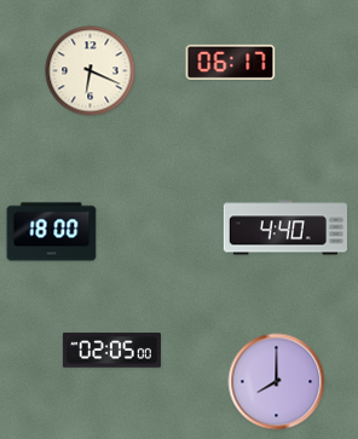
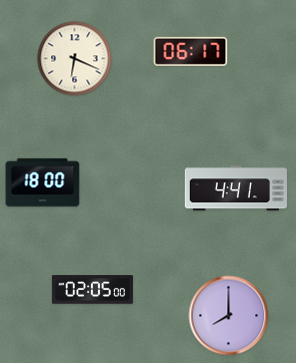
clock at (284, 227): 4:40 -> 4:41
clock at (52, 232) position: (52, 232) -> (43, 183)
